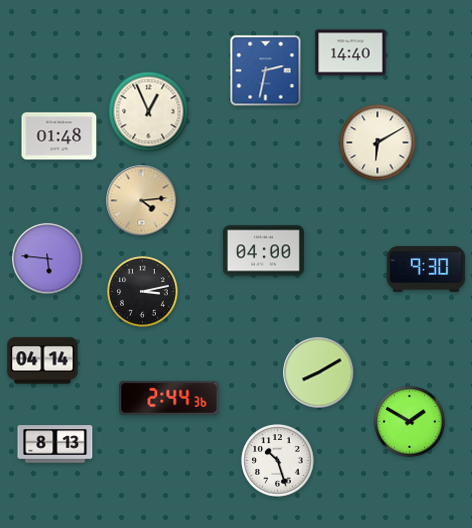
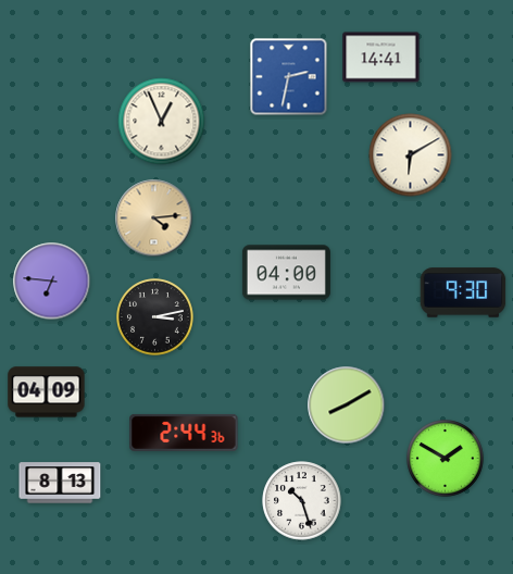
clock at (351, 53): 14:40 -> 14:41
clock at (59, 136): 01:48 -> none
clock at (48, 259): 5:46 -> 6:46
clock at (43, 361): 04:14 -> 04:09
